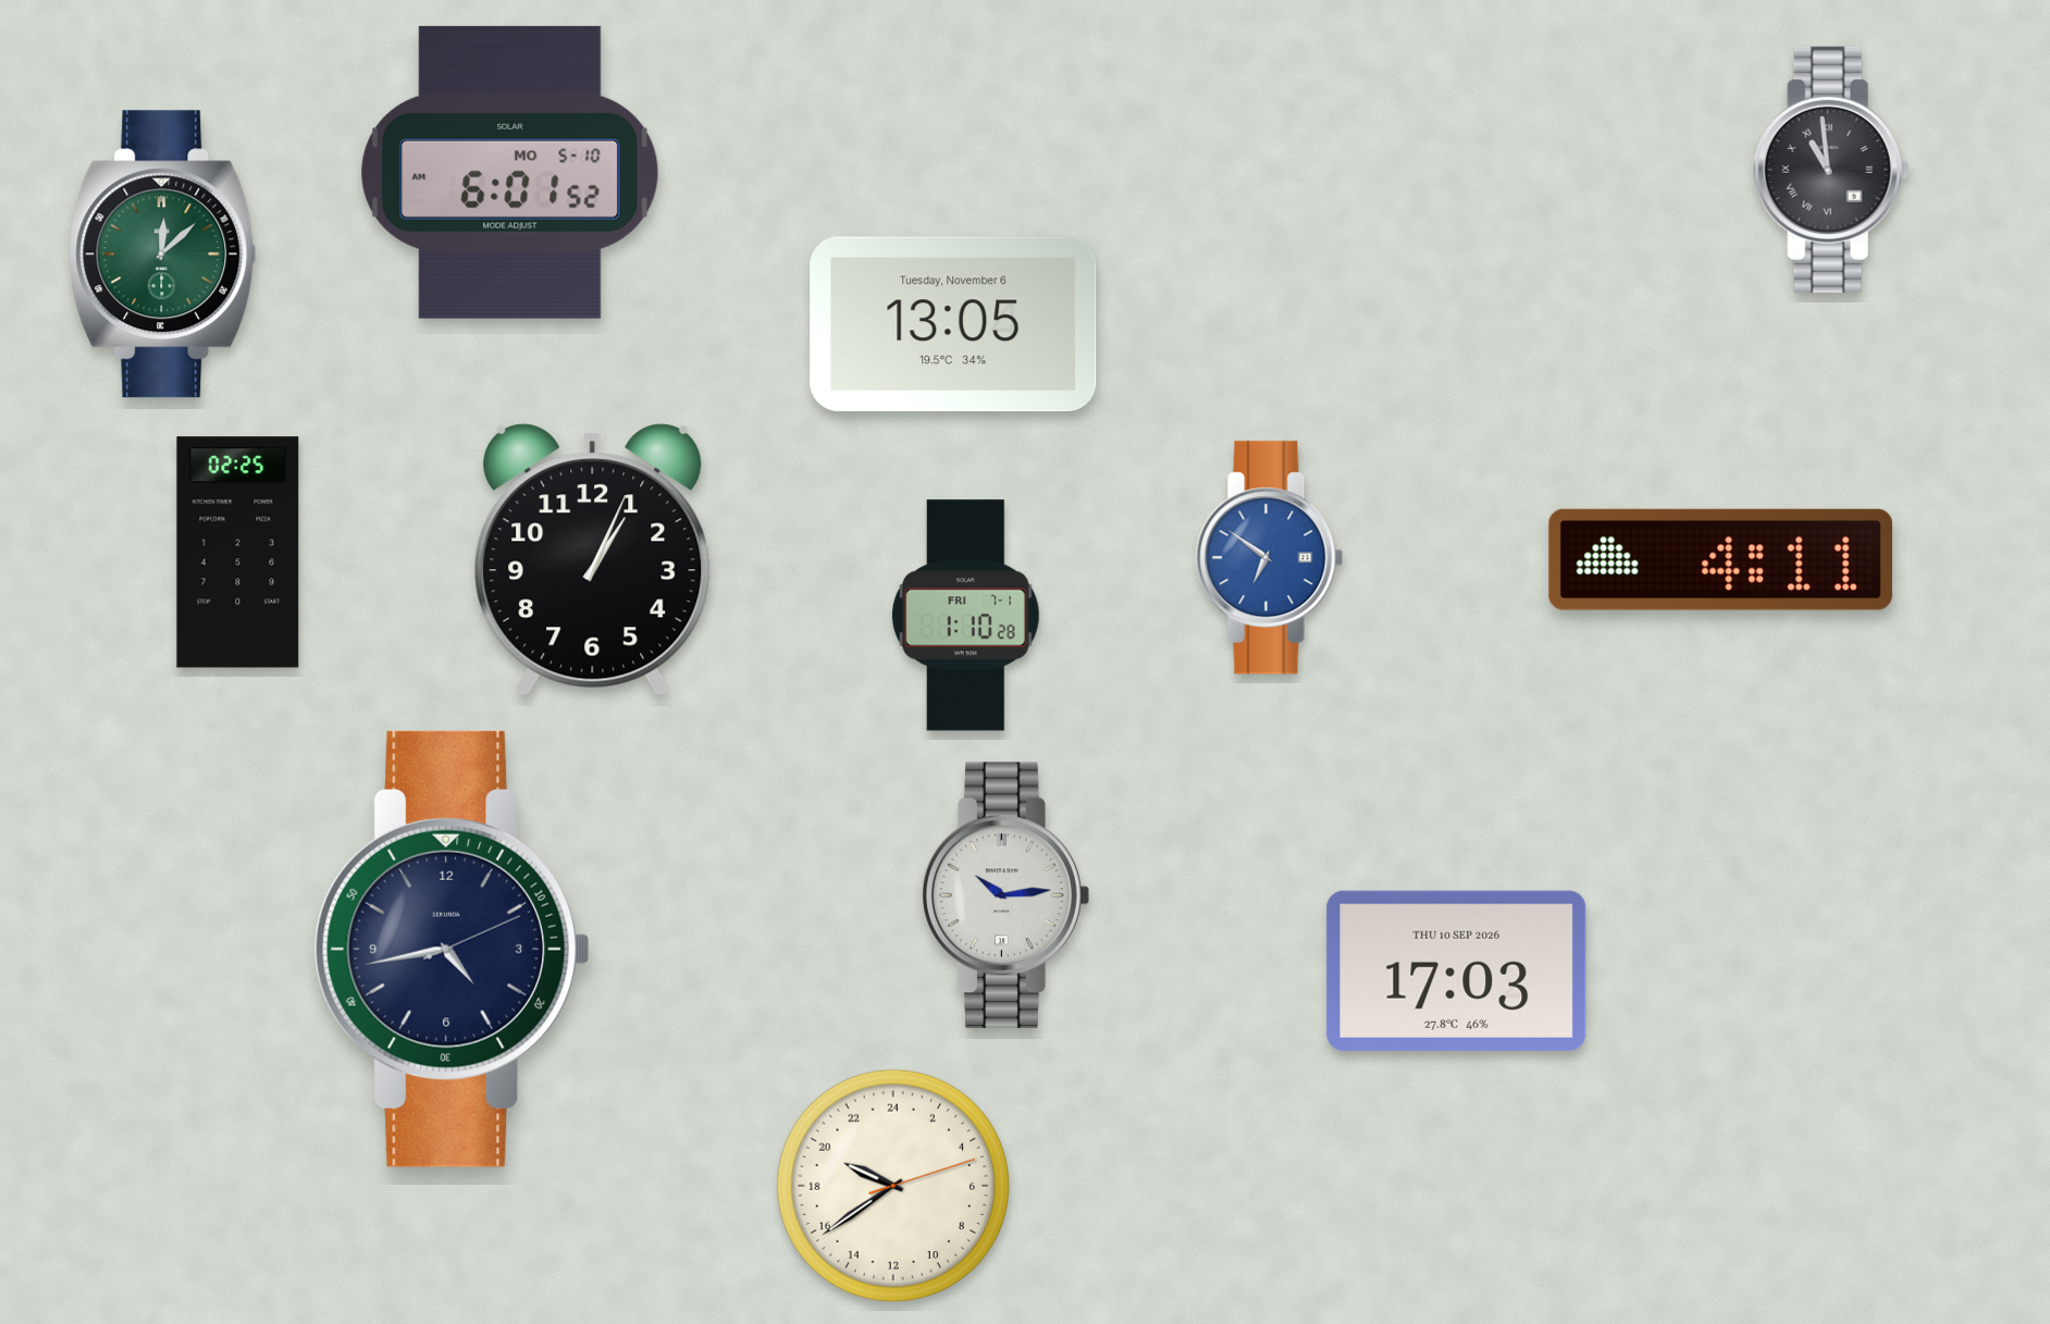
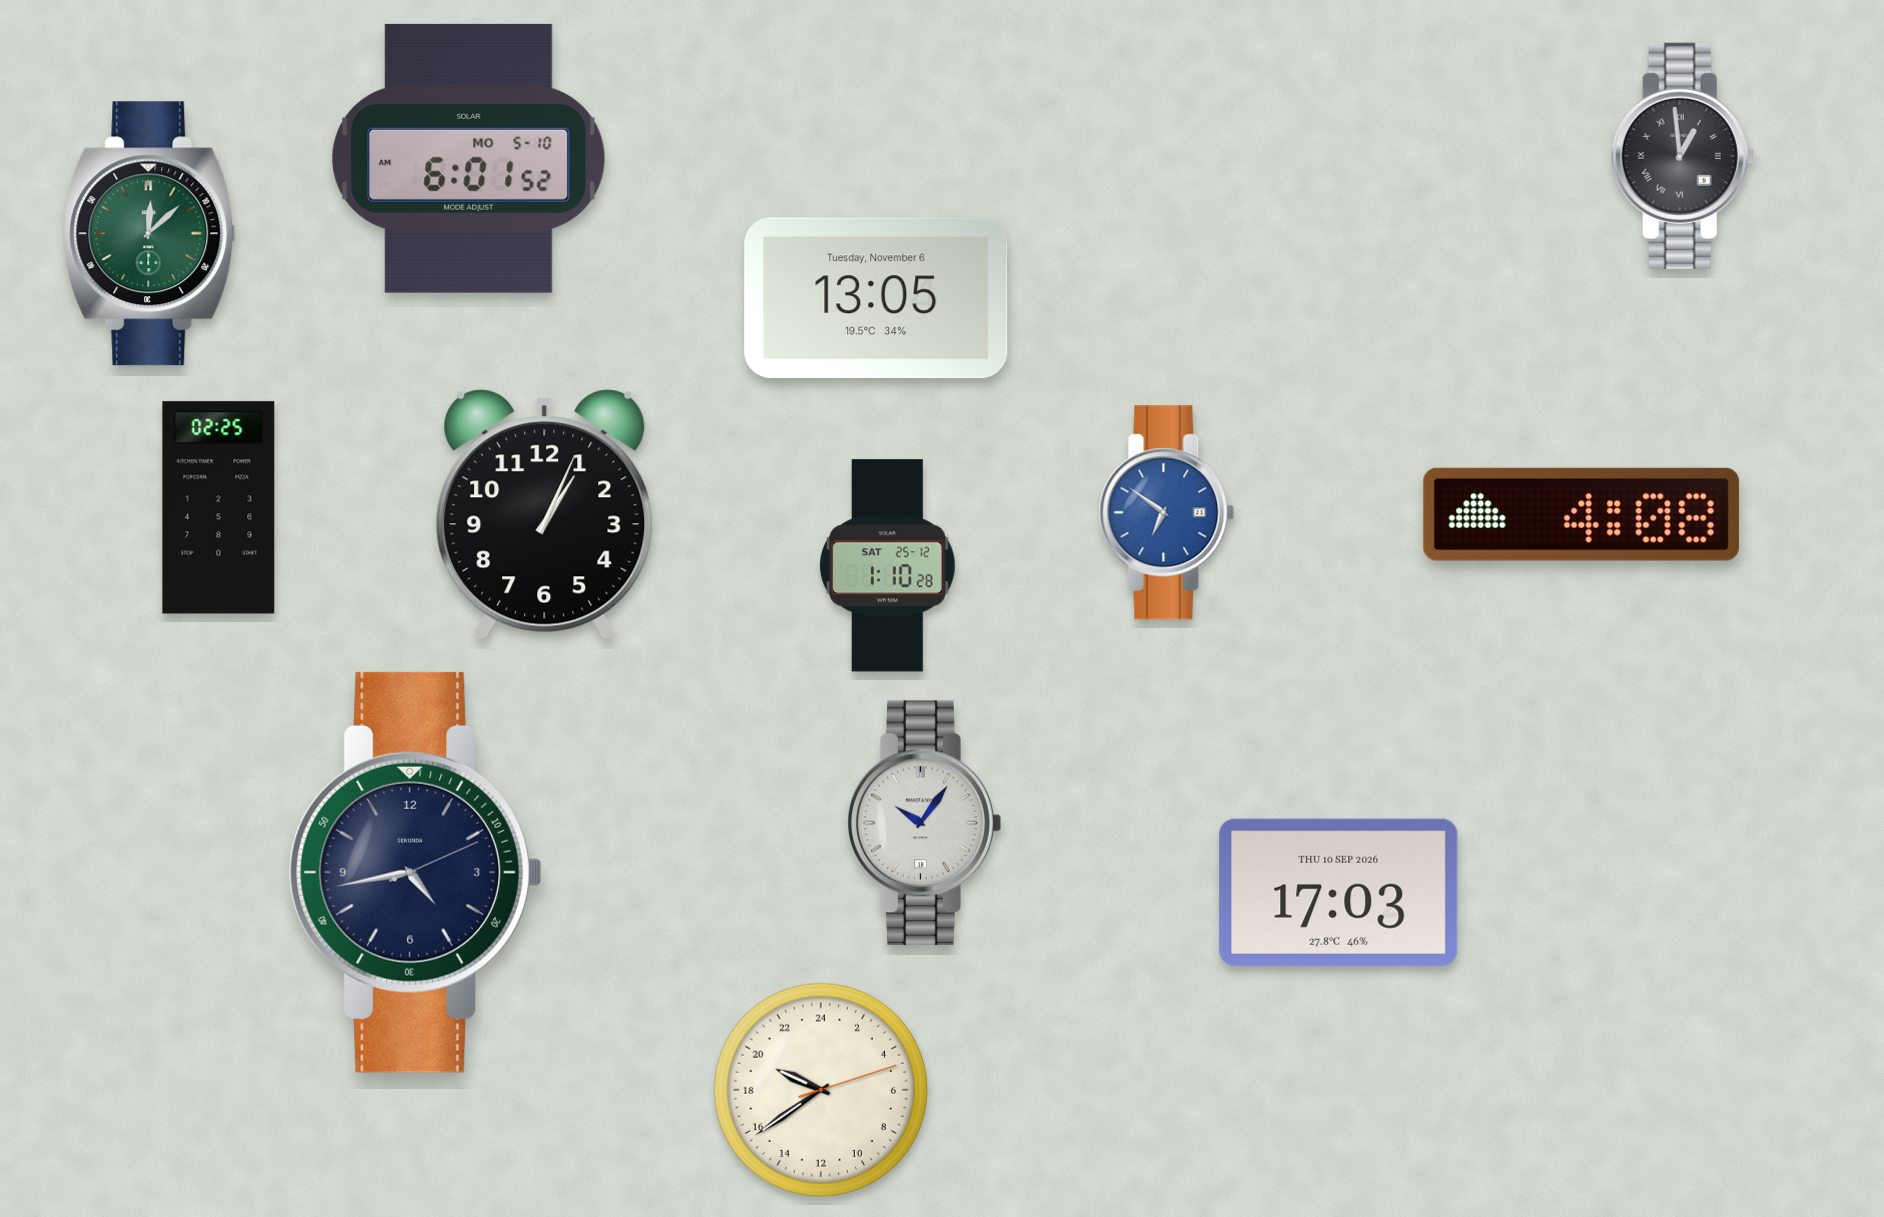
clock at (1831, 170): 10:59 -> 12:59
clock at (1720, 559): 4:11 -> 4:08
clock at (965, 616) date: FRI 7-1 -> SAT 25-12
clock at (1005, 895): 10:14 -> 10:06
